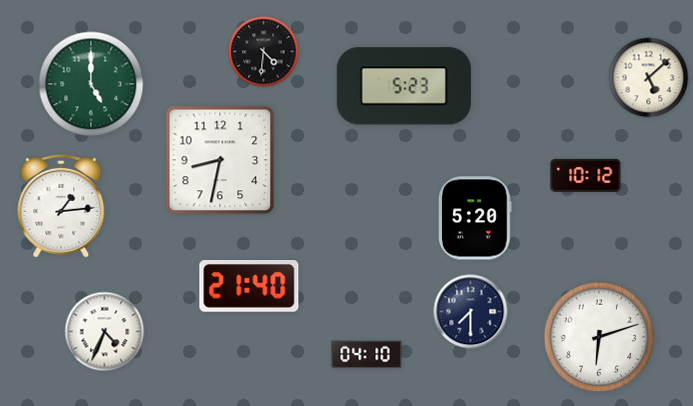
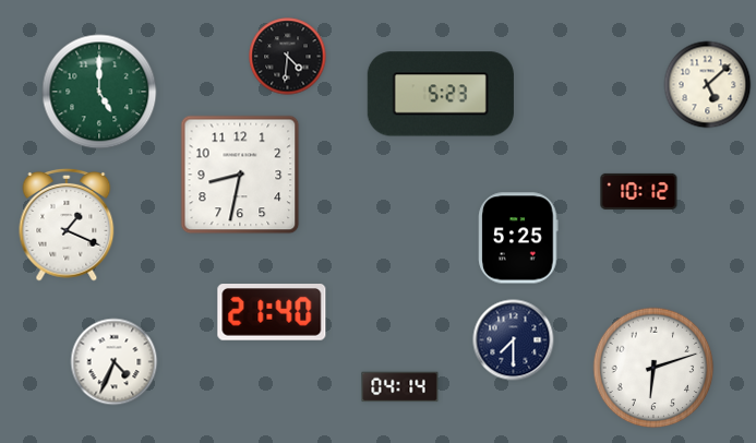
clock at (61, 206): 1:14 -> 1:19
clock at (475, 218): 5:20 -> 5:25
clock at (367, 355): 04:10 -> 04:14
